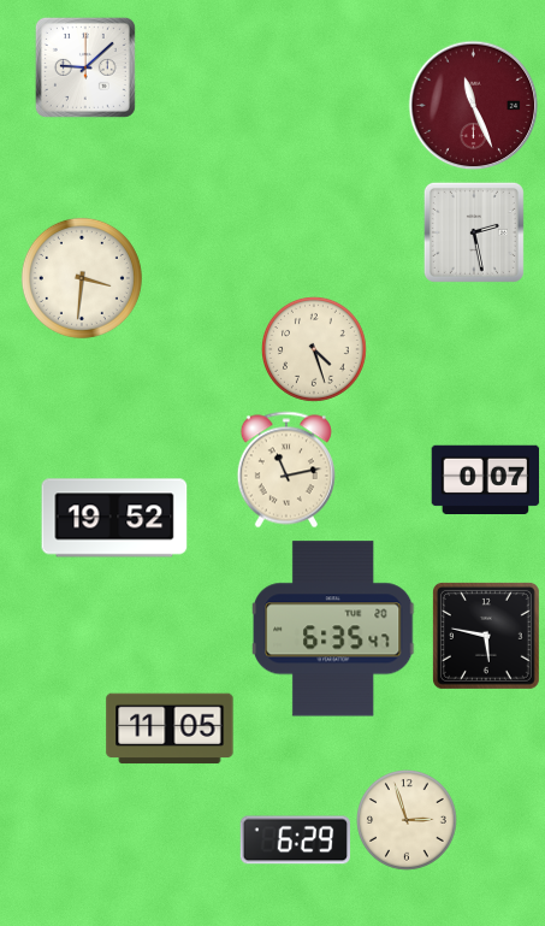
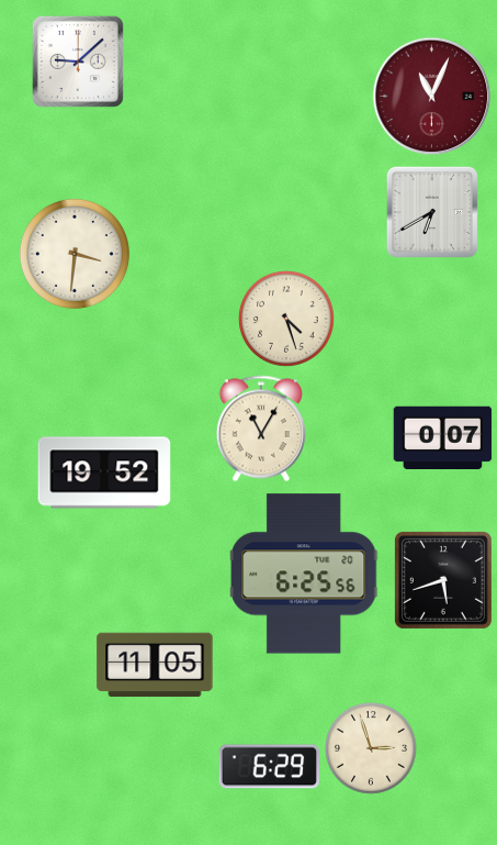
clock at (474, 106): 11:26 -> 11:04
clock at (474, 232): 2:28 -> 6:40
clock at (286, 470): 11:13 -> 11:05
clock at (333, 629): 6:35 -> 6:25
clock at (486, 636): 5:47 -> 5:42
